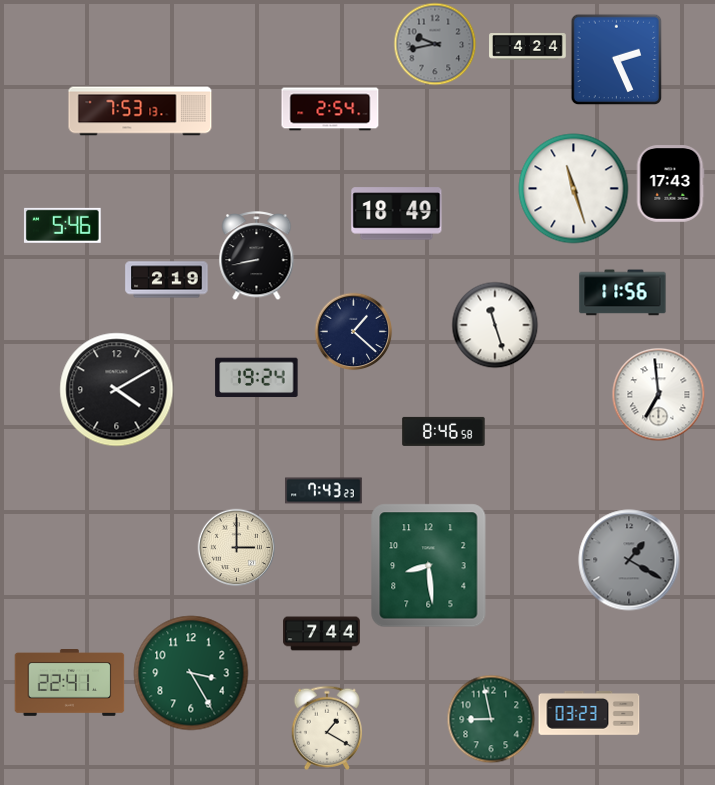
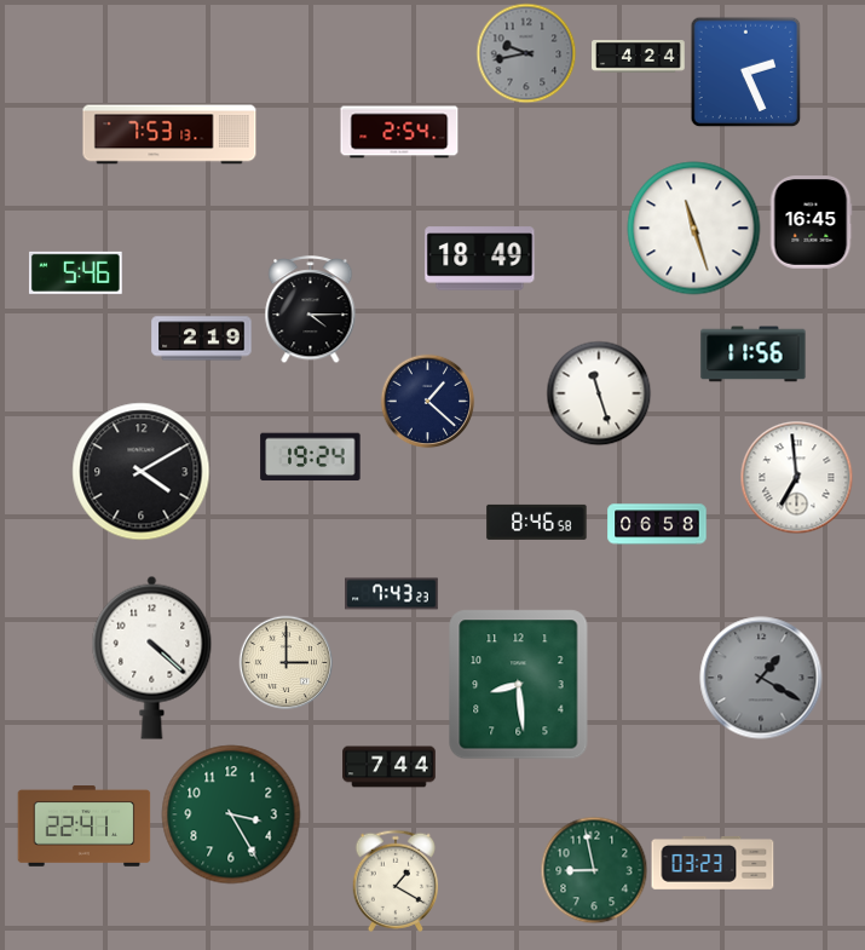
clock at (670, 184): 17:43 -> 16:45
clock at (257, 256): 8:43 -> 4:15
clock at (657, 524): none -> 06:58
clock at (152, 657): none -> 4:22
